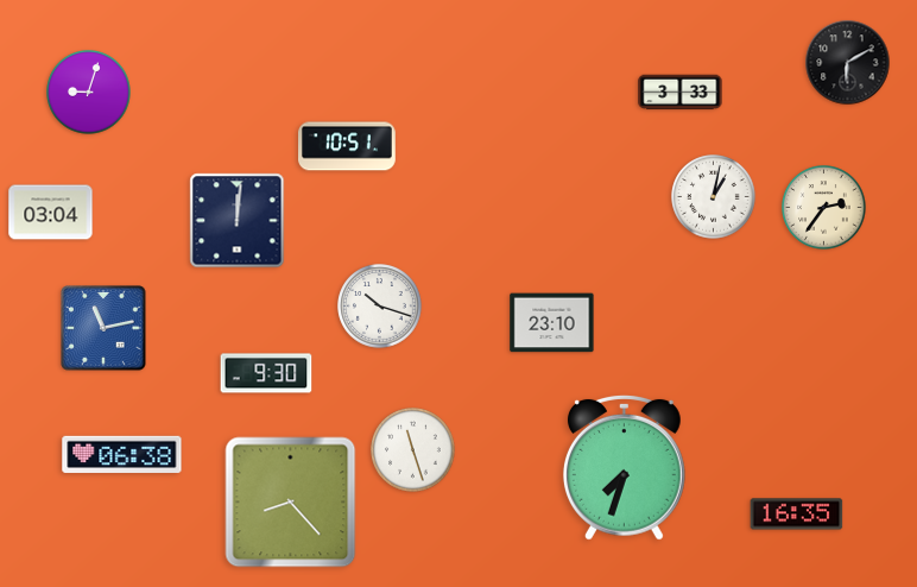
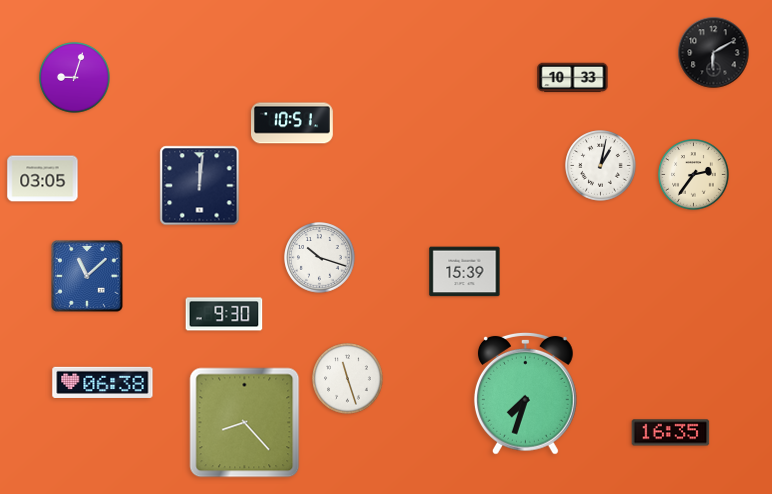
clock at (681, 93): 3:33 -> 10:33
clock at (51, 213): 03:04 -> 03:05
clock at (552, 323): 23:10 -> 15:39
clock at (103, 328): 11:13 -> 11:08
